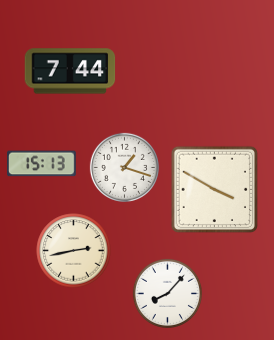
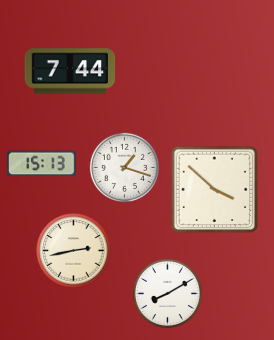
clock at (214, 189): 3:50 -> 3:52
clock at (167, 293): 8:07 -> 8:10
